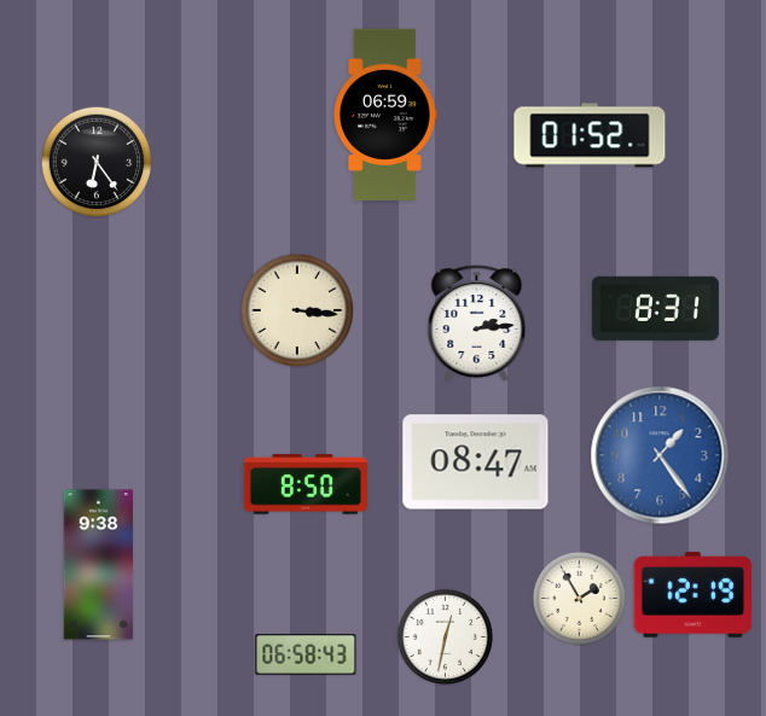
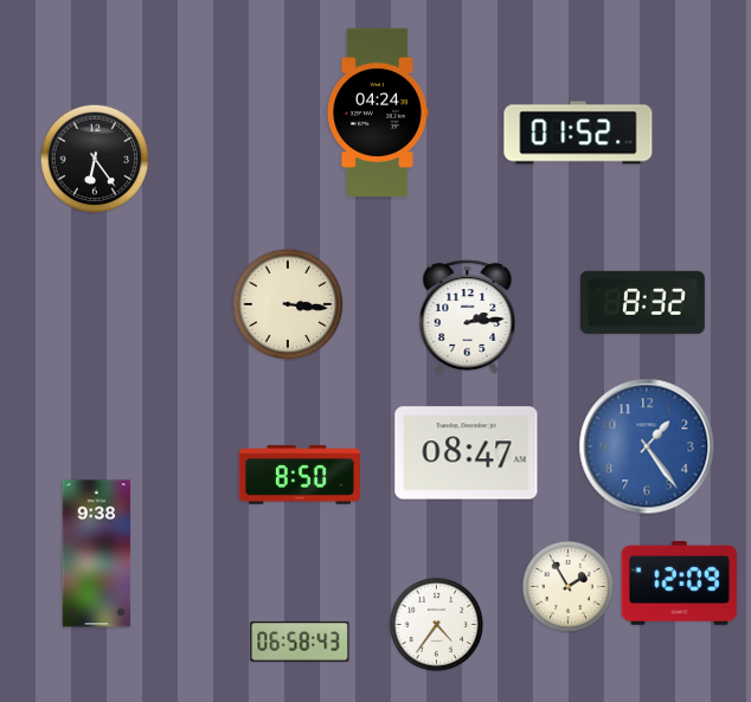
clock at (385, 113): 06:59 -> 04:24
clock at (655, 308): 8:31 -> 8:32
clock at (297, 310) position: (297, 310) -> (288, 304)
clock at (694, 595): 12:19 -> 12:09
clock at (445, 636): 12:32 -> 4:36
